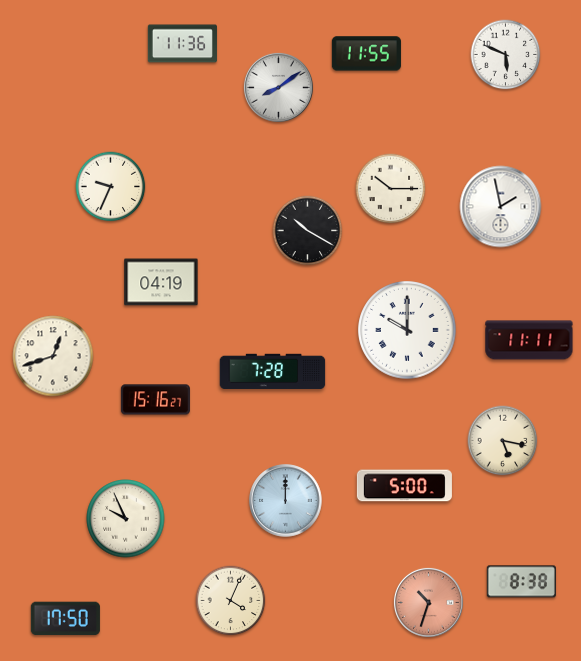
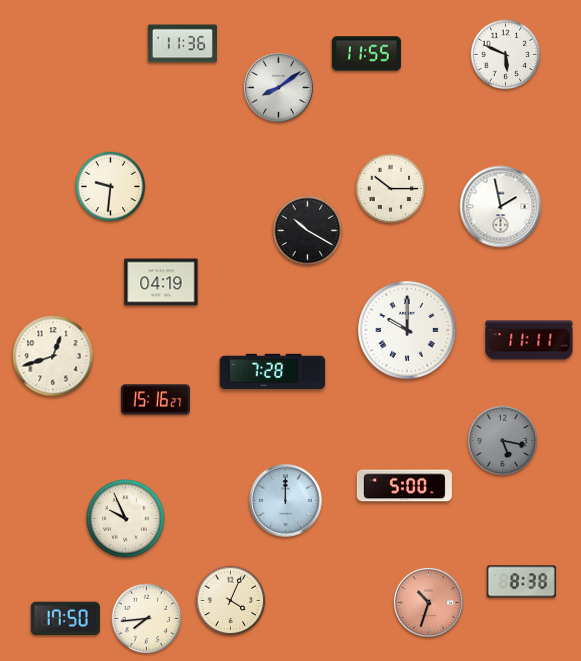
clock at (111, 187): 9:34 -> 9:31
clock at (503, 441) dial: cream -> grey
clock at (147, 619): none -> 7:44
